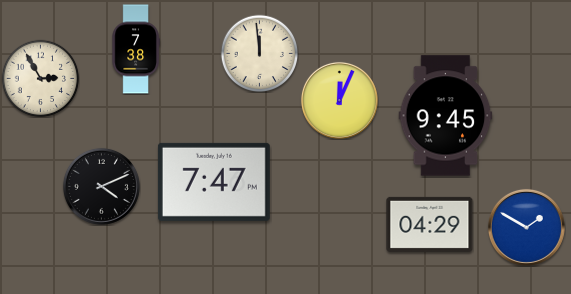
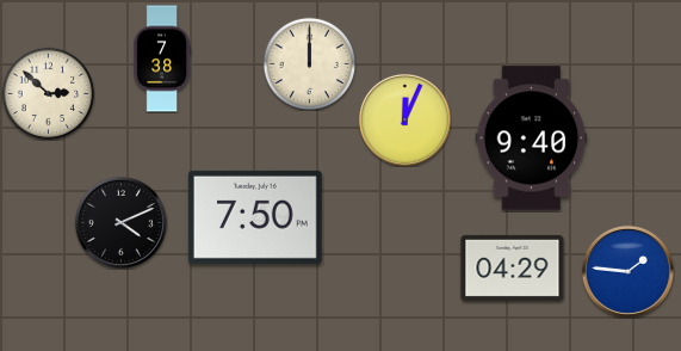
clock at (259, 53): 11:59 -> 12:00
clock at (40, 78): 2:55 -> 2:52
clock at (446, 116): 9:45 -> 9:40
clock at (214, 182): 7:47 -> 7:50
clock at (526, 227): 1:50 -> 1:46
